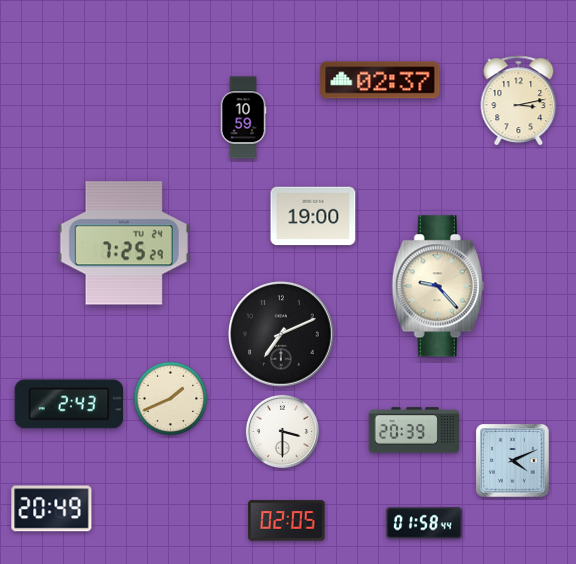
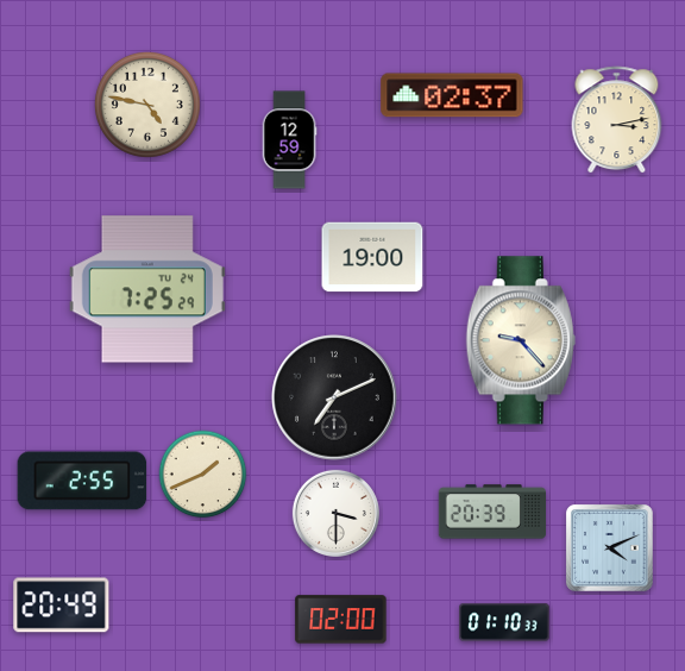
clock at (147, 105): none -> 4:47
clock at (243, 118): 10:59 -> 12:59
clock at (69, 404): 2:43 -> 2:55
clock at (287, 521): 02:05 -> 02:00
clock at (424, 523): 01:58 -> 01:10
